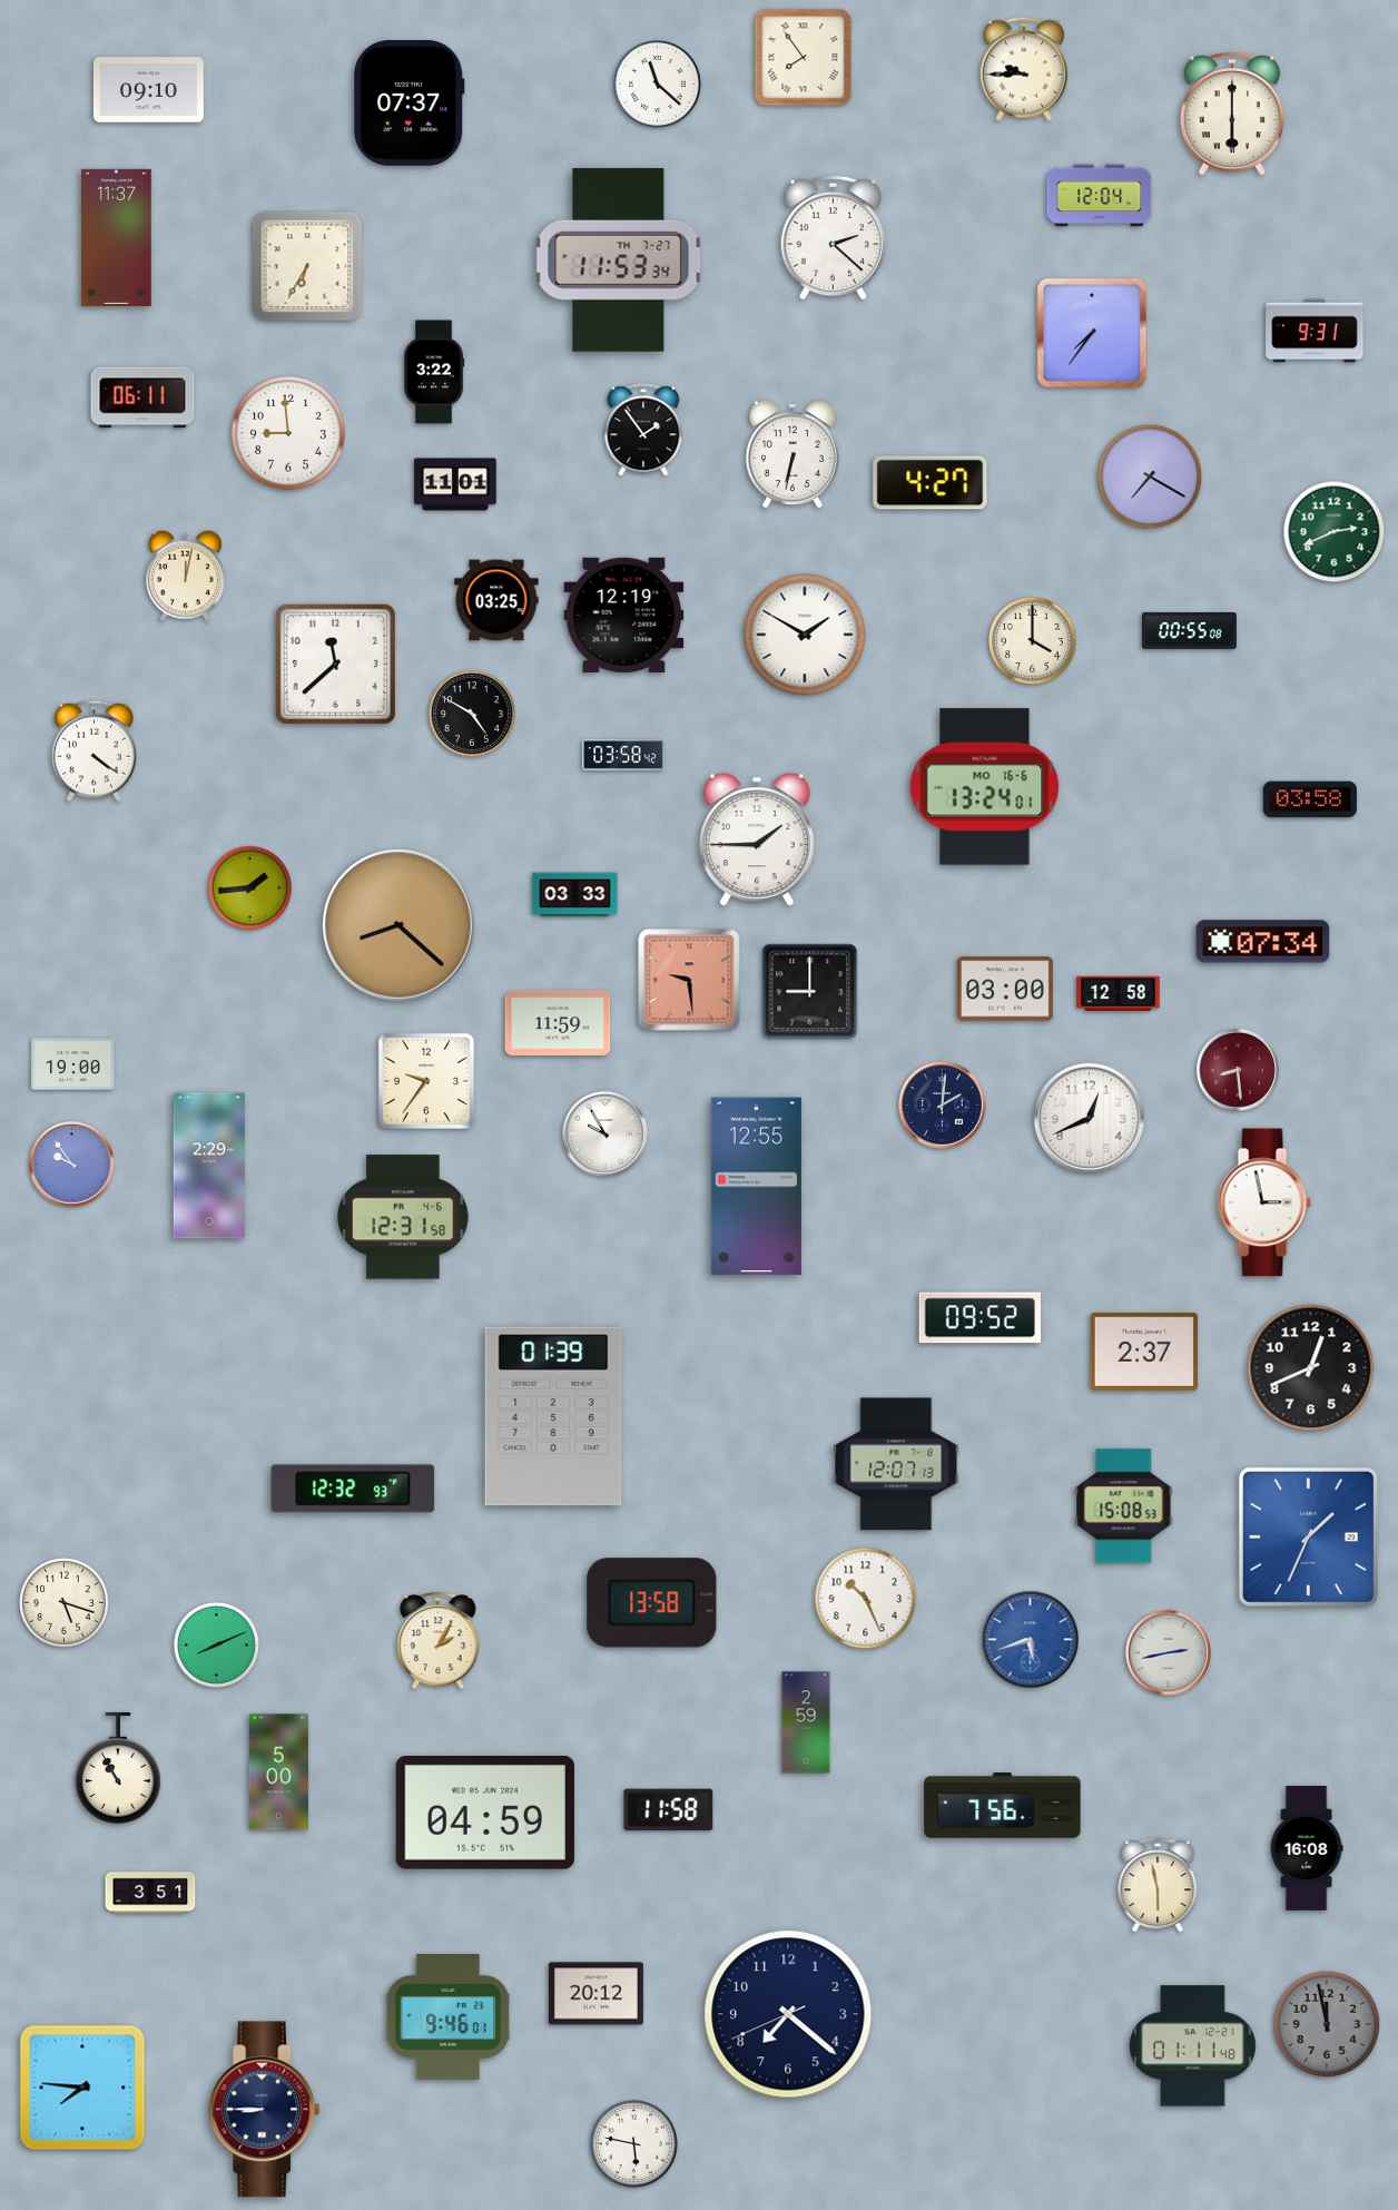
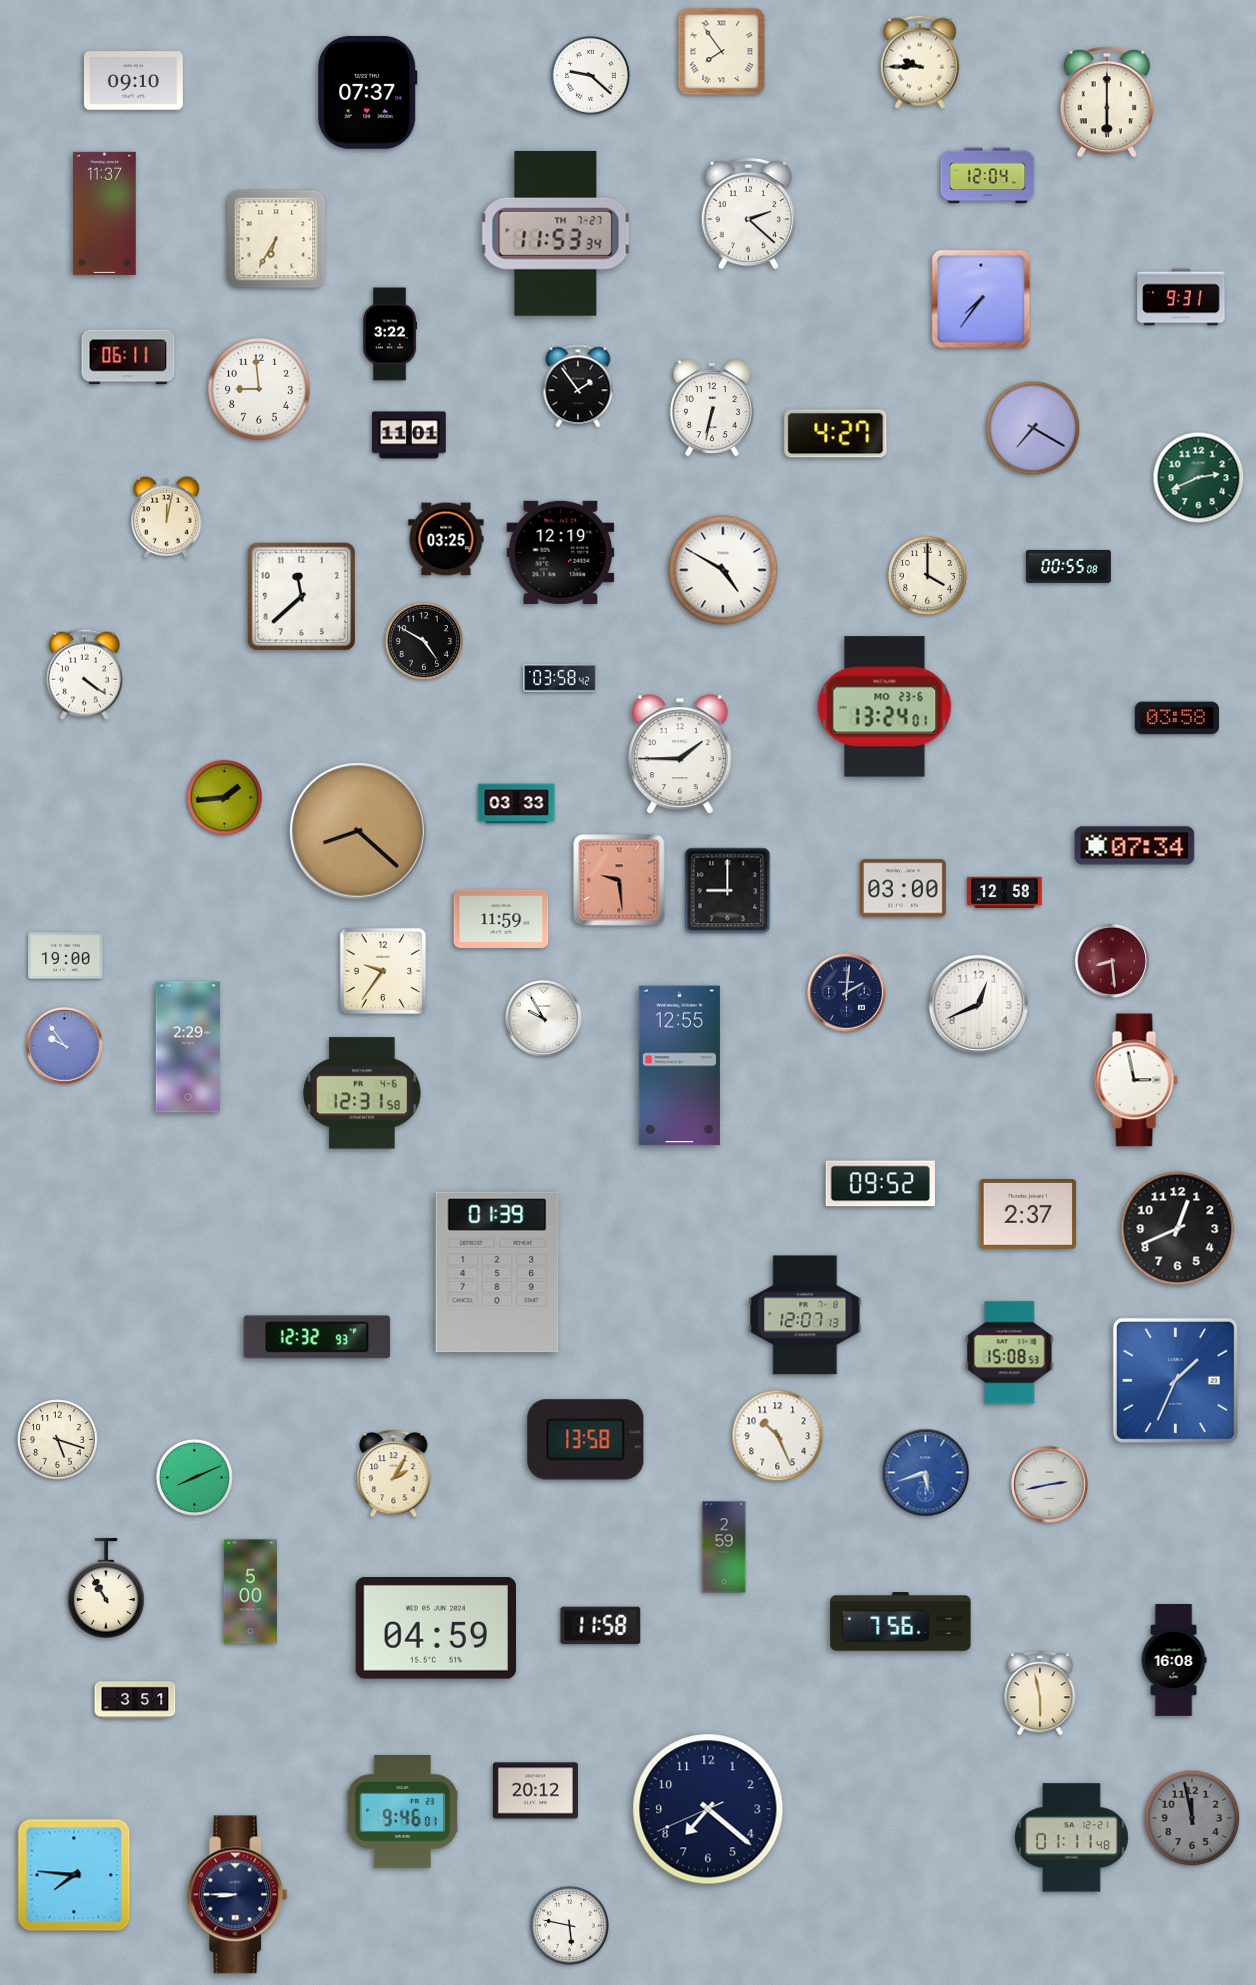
clock at (657, 84): 11:22 -> 9:22
clock at (805, 635): 1:50 -> 4:50
clock at (985, 787) date: MO 16-6 -> MO 23-6
